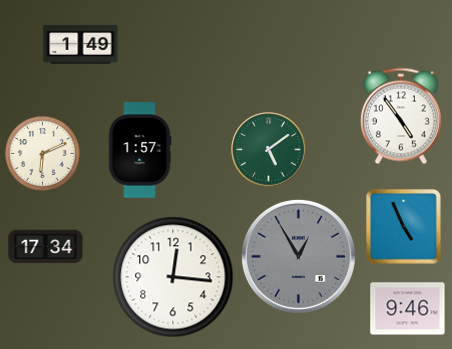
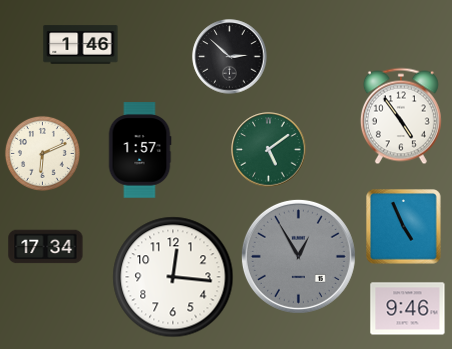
clock at (81, 45): 1:49 -> 1:46
clock at (230, 57): none -> 2:52
